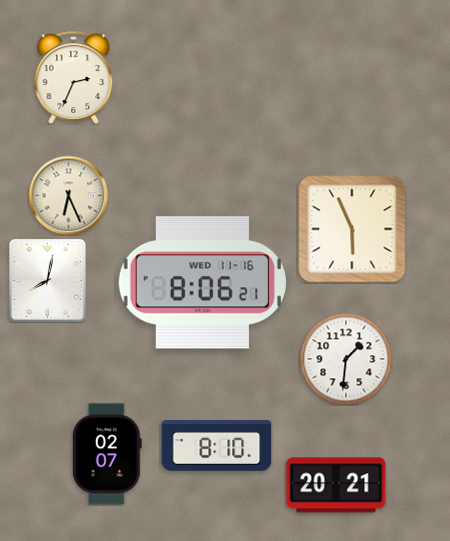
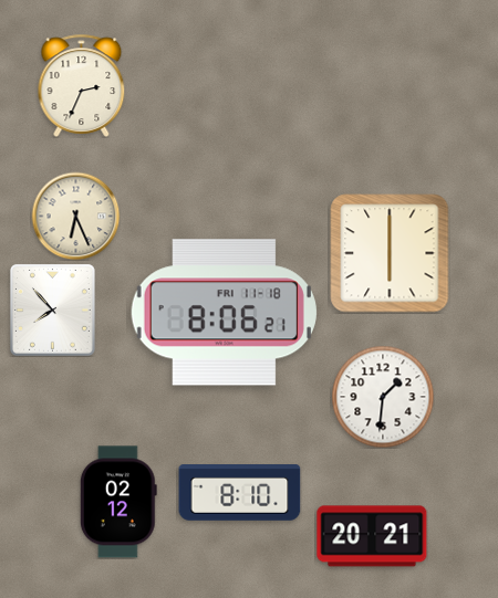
clock at (352, 229): 5:56 -> 6:00
clock at (47, 280): 8:02 -> 7:53
clock at (202, 283) date: WED 11-16 -> FRI 11-18
clock at (107, 454): 02:07 -> 02:12
